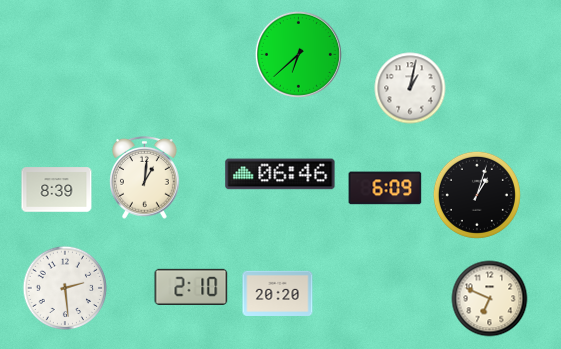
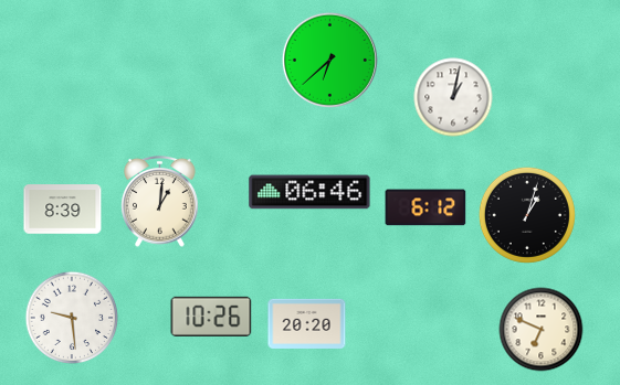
clock at (145, 177) position: (145, 177) -> (160, 201)
clock at (385, 188): 6:09 -> 6:12
clock at (191, 287): 2:10 -> 10:26
clock at (65, 288): 2:29 -> 9:29
